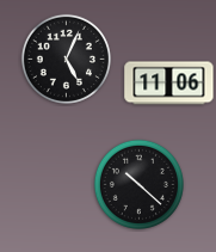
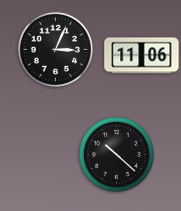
clock at (66, 59): 5:04 -> 3:04
clock at (169, 84) position: (169, 84) -> (142, 56)
